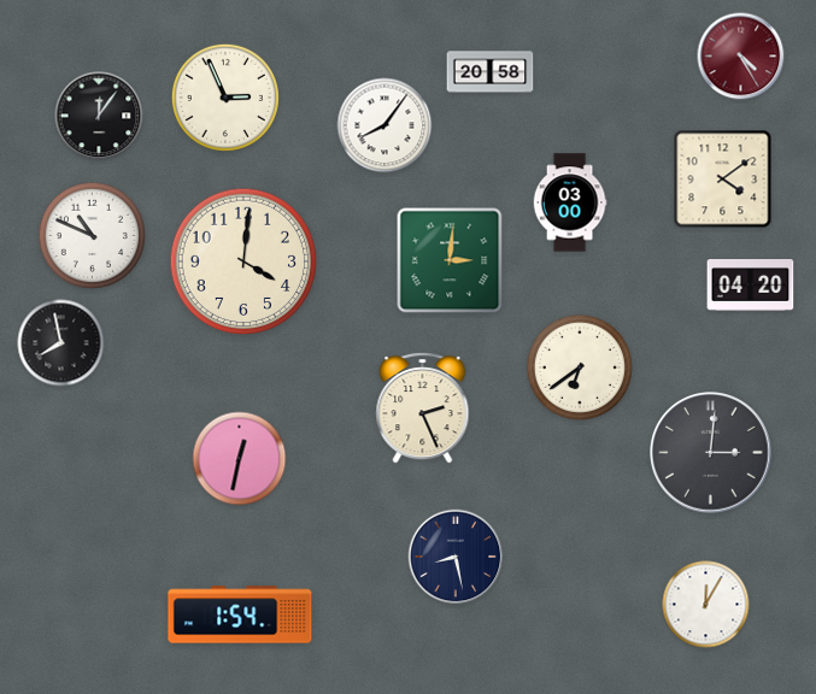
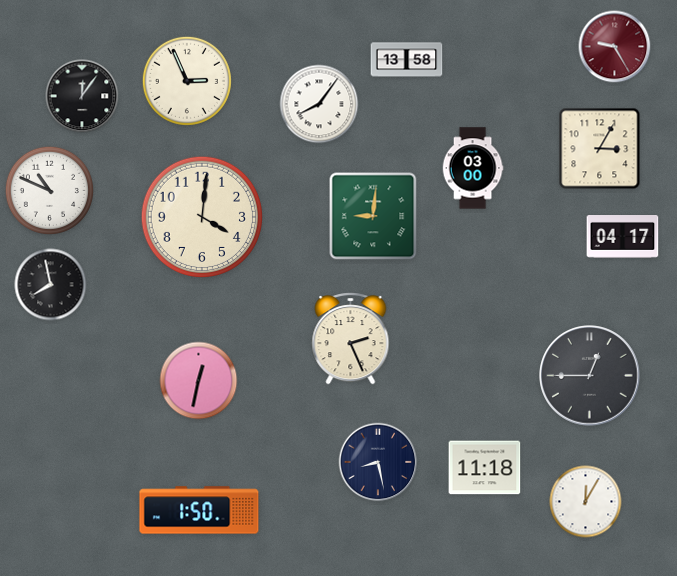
clock at (741, 57): 4:25 -> 9:25
clock at (491, 72): 20:58 -> 13:58
clock at (723, 180): 4:09 -> 3:05
clock at (92, 235) position: (92, 235) -> (49, 190)
clock at (450, 260): 3:01 -> 9:01
clock at (751, 286): 04:20 -> 04:17
clock at (579, 366): 6:39 -> none
clock at (711, 453): 3:01 -> 12:45
clock at (485, 468): none -> 11:18
clock at (240, 614): 1:54 -> 1:50
